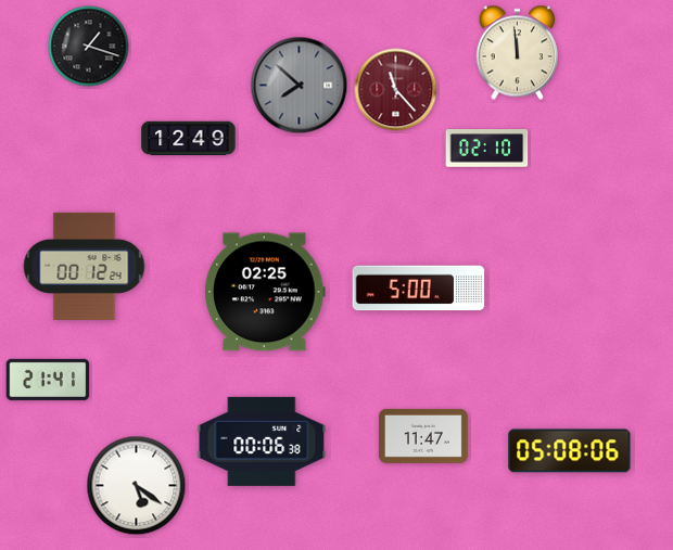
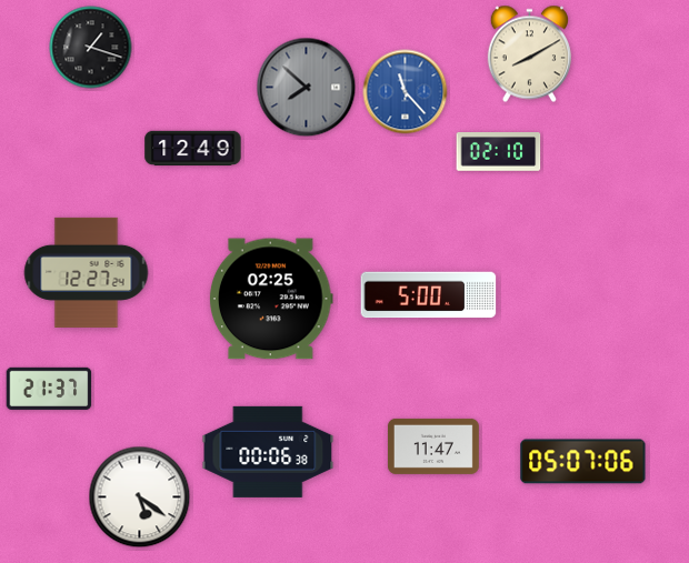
clock at (517, 53): 11:59 -> 8:10
clock at (396, 90) dial: burgundy -> blue
clock at (189, 139) position: (189, 139) -> (193, 149)
clock at (85, 266): 00:12 -> 12:27
clock at (48, 380): 21:41 -> 21:37
clock at (570, 451): 05:08 -> 05:07
